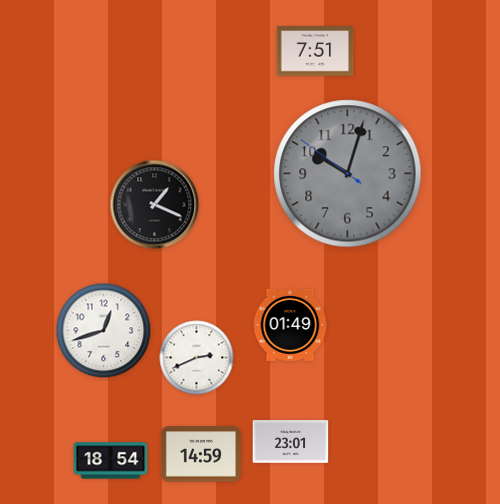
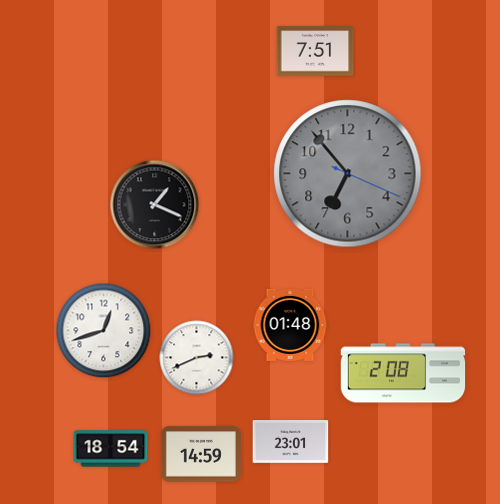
clock at (348, 174): 10:02 -> 6:53
clock at (290, 325): 01:49 -> 01:48
clock at (403, 373): none -> 2:08
clock at (111, 461) position: (111, 461) -> (111, 449)
